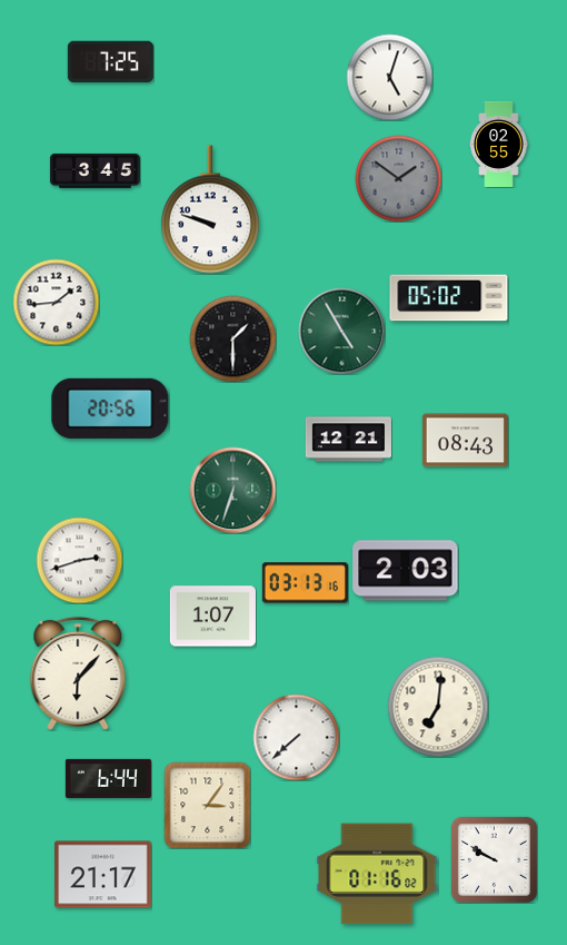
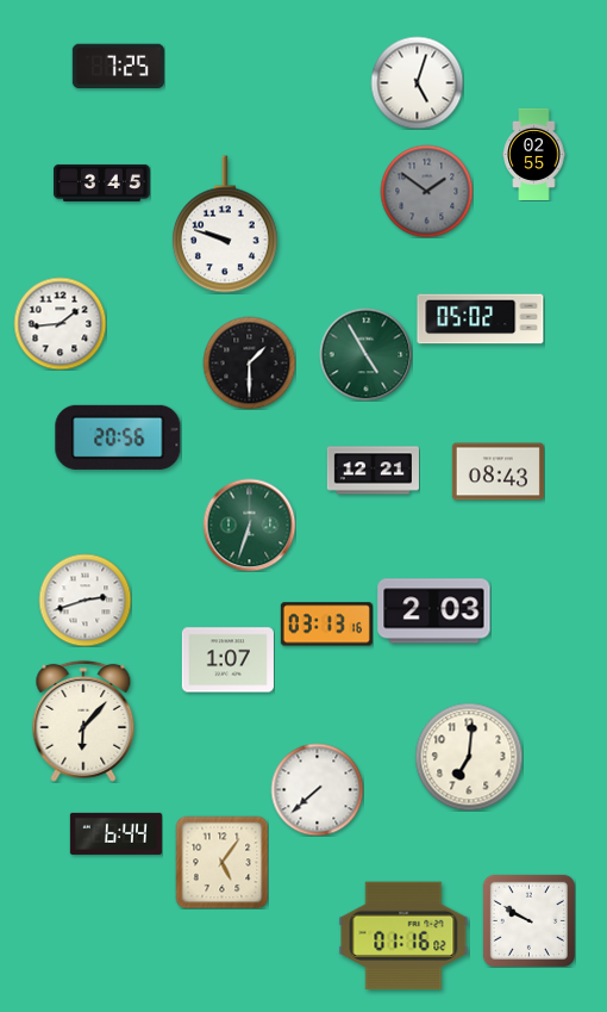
clock at (207, 805): 3:06 -> 5:06
clock at (103, 875): 21:17 -> none
